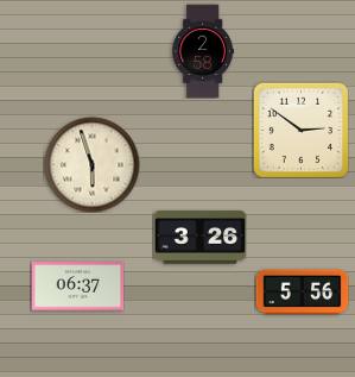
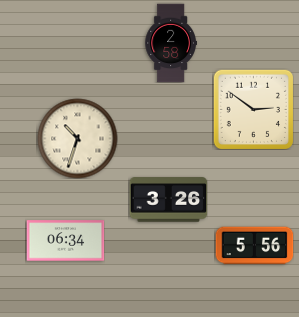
clock at (91, 164): 5:57 -> 10:33
clock at (77, 287): 06:37 -> 06:34
